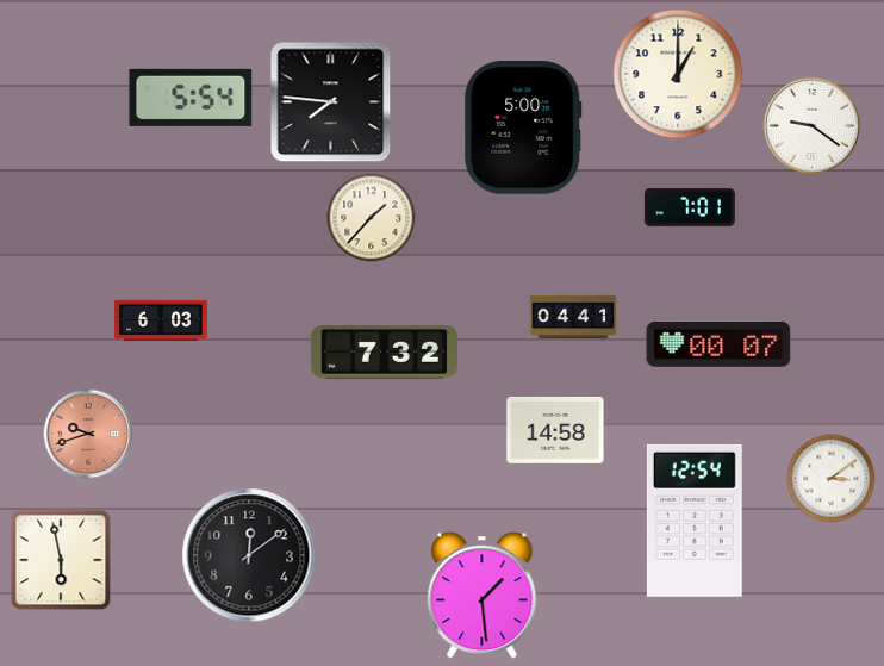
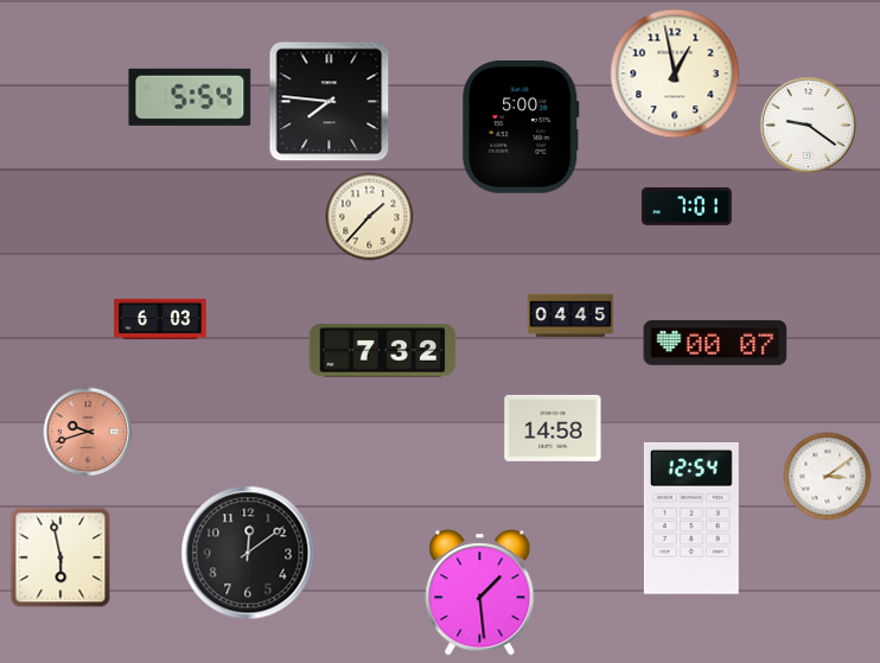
clock at (678, 74): 1:00 -> 12:58
clock at (573, 317): 04:41 -> 04:45
